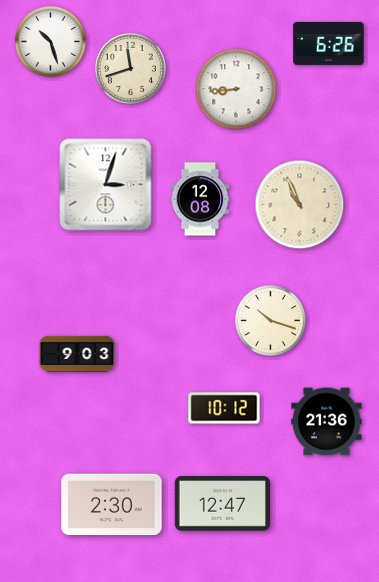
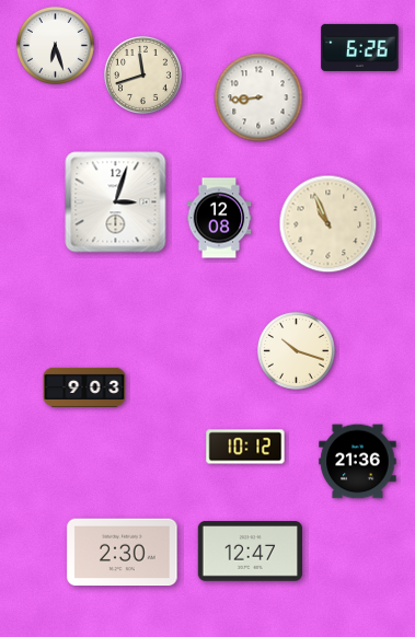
clock at (50, 41): 10:27 -> 6:27
clock at (222, 504) position: (222, 504) -> (250, 552)
